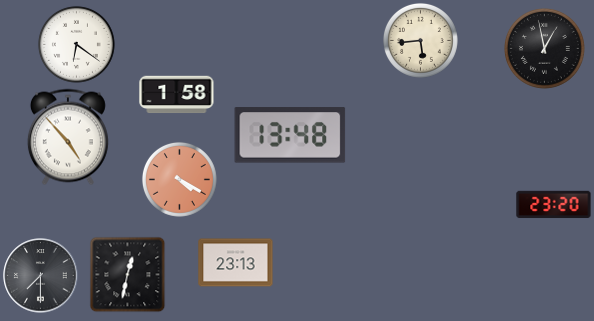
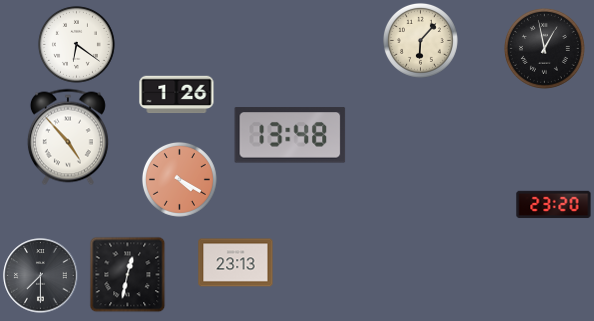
clock at (420, 40): 5:44 -> 6:07
clock at (177, 95): 1:58 -> 1:26
